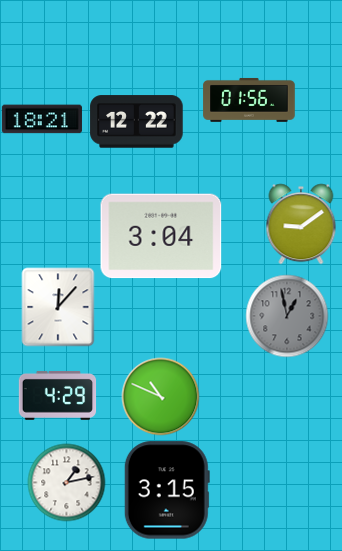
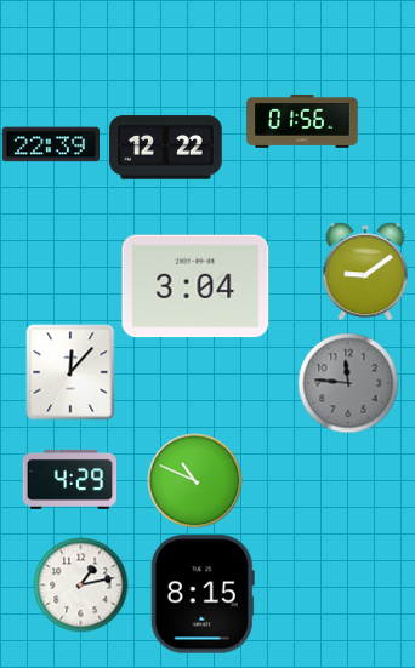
clock at (42, 119): 18:21 -> 22:39
clock at (287, 316): 12:58 -> 11:46
clock at (167, 490): 3:15 -> 8:15
